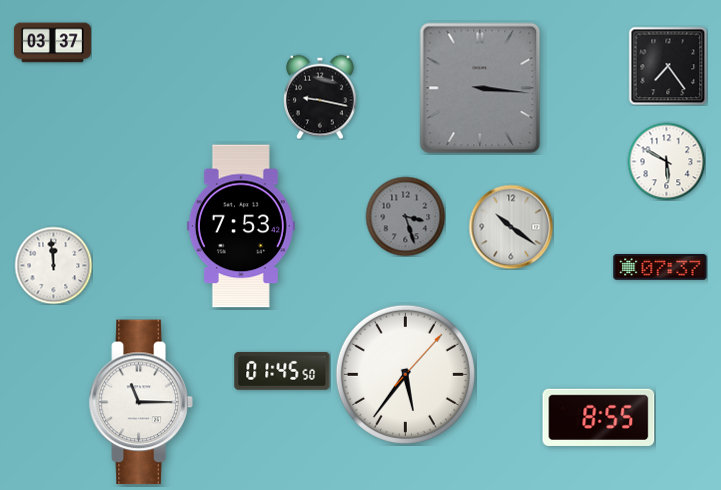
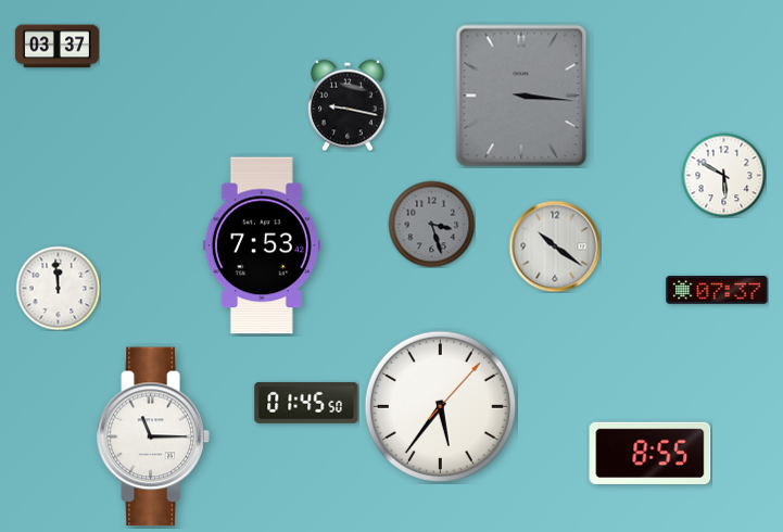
clock at (668, 66): 7:24 -> none
clock at (405, 216) position: (405, 216) -> (431, 224)
